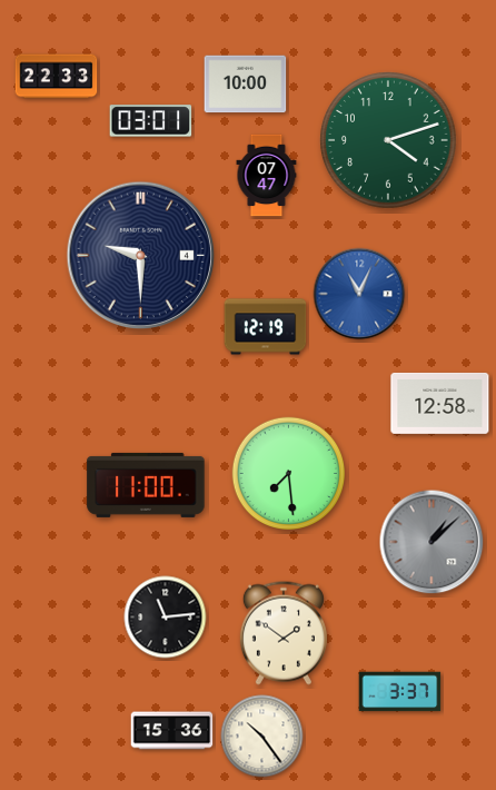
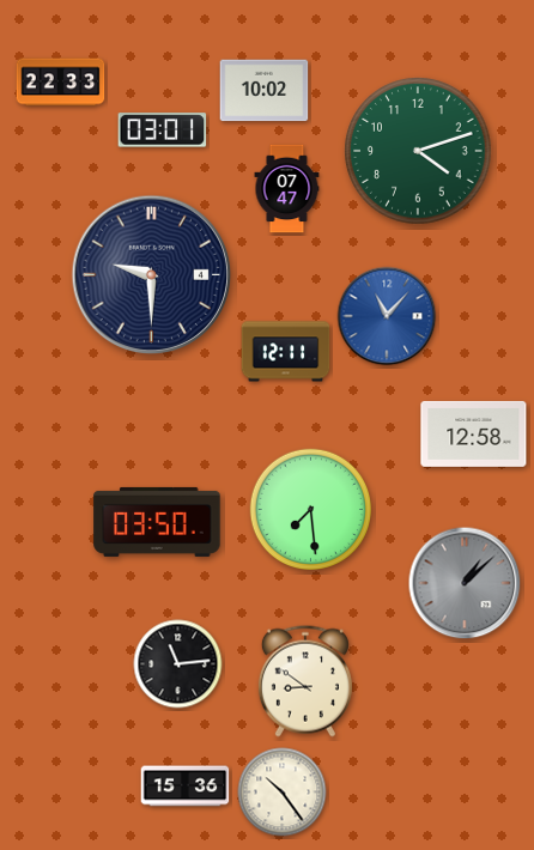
clock at (246, 85): 10:00 -> 10:02
clock at (359, 294): 11:04 -> 11:07
clock at (266, 327): 12:19 -> 12:11
clock at (146, 485): 11:00 -> 03:50
clock at (284, 633): 1:51 -> 8:51
clock at (400, 692): 3:37 -> none
